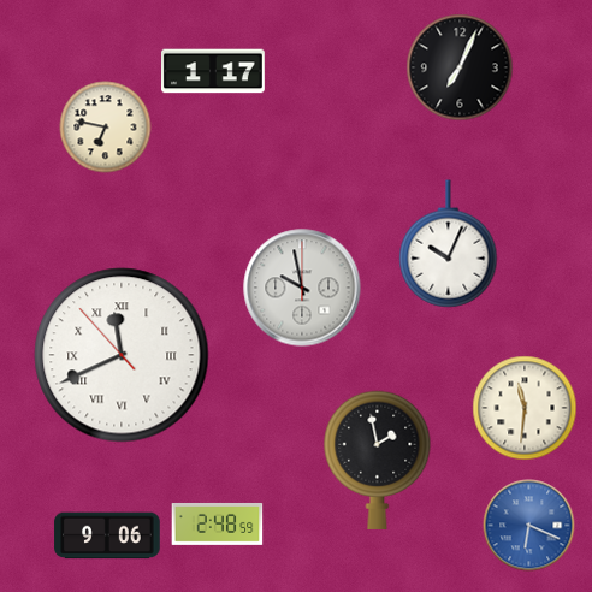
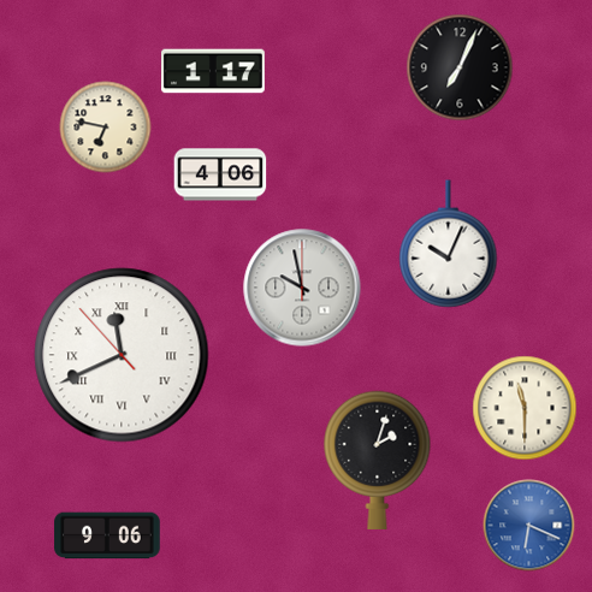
clock at (220, 174): none -> 4:06
clock at (525, 408): 11:31 -> 11:30
clock at (378, 460): 1:58 -> 2:03
clock at (218, 523): 2:48 -> none
